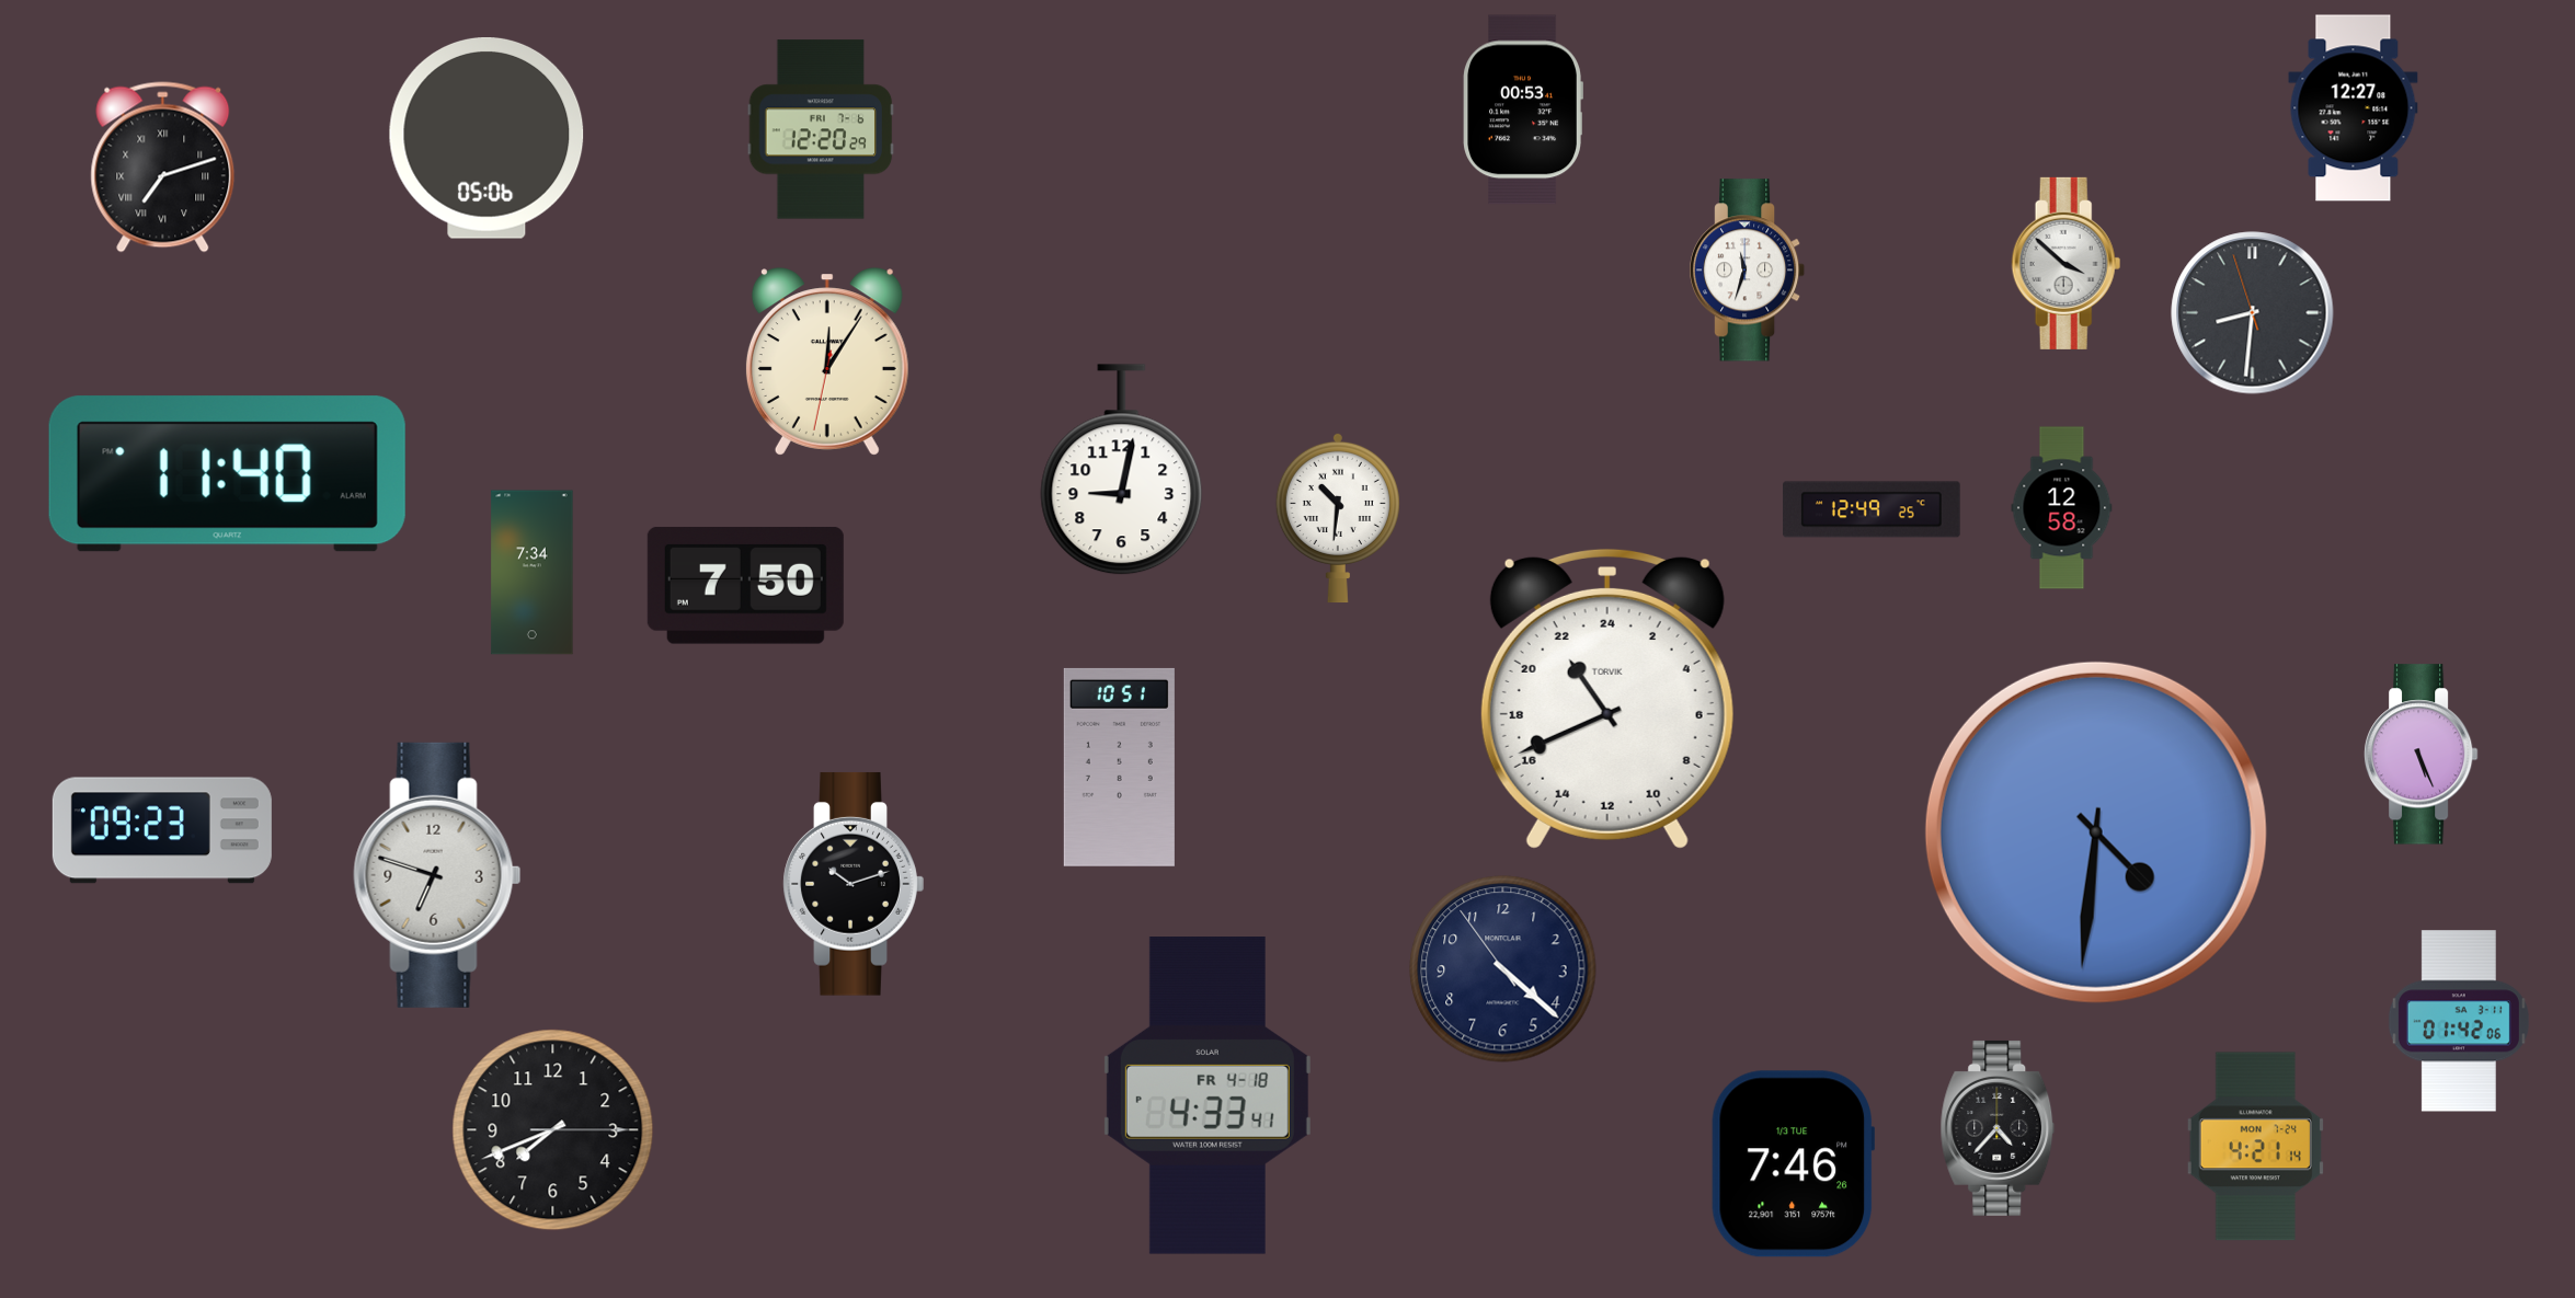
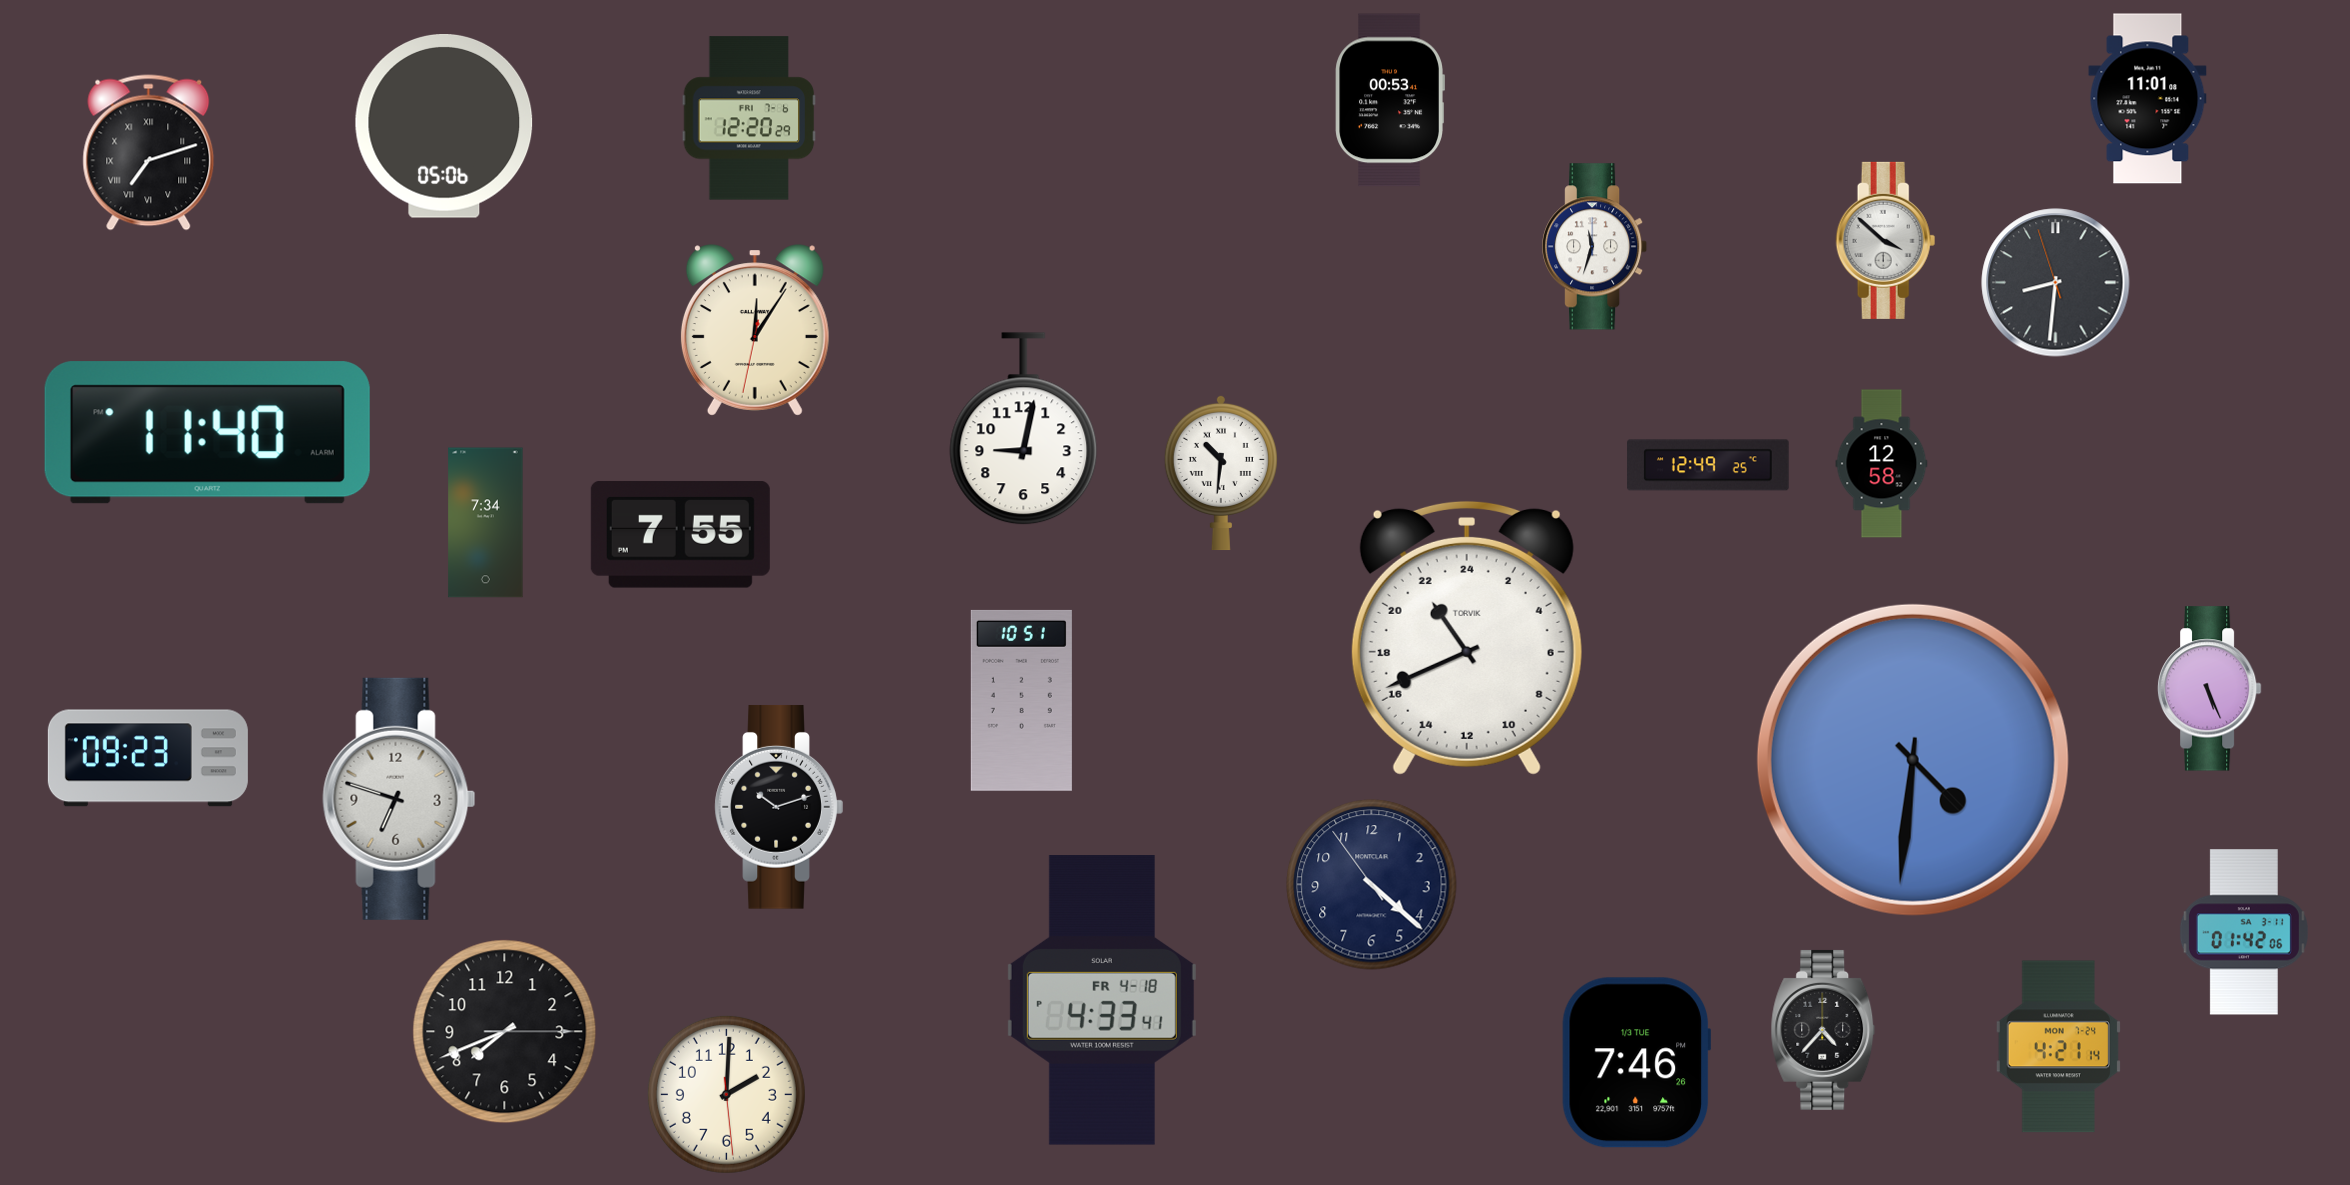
clock at (2354, 108): 12:27 -> 11:01
clock at (2253, 313) position: (2253, 313) -> (2056, 283)
clock at (745, 586): 7:50 -> 7:55
clock at (726, 1094): none -> 2:00
